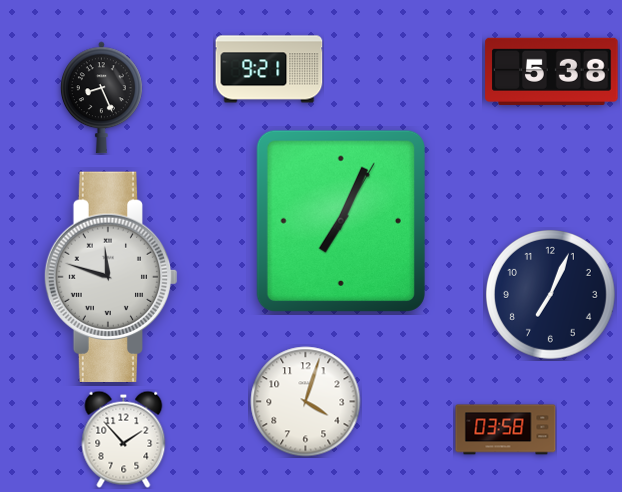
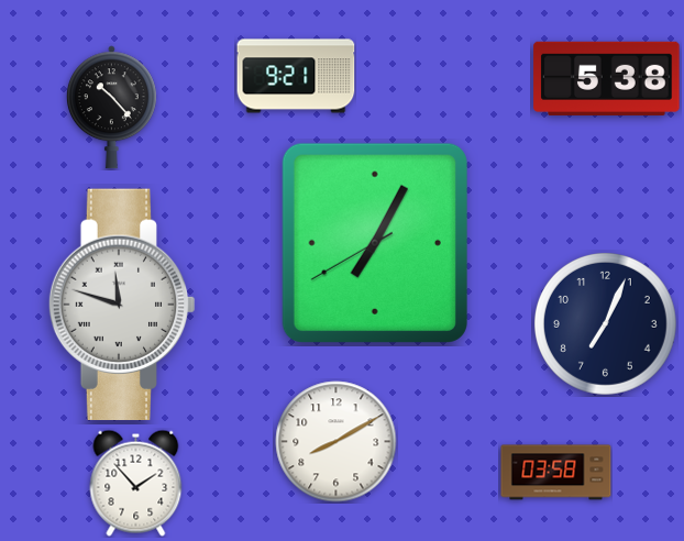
clock at (101, 98): 8:26 -> 10:23
clock at (341, 221): 7:04:05 -> 7:04:40
clock at (306, 402): 4:03 -> 8:10
